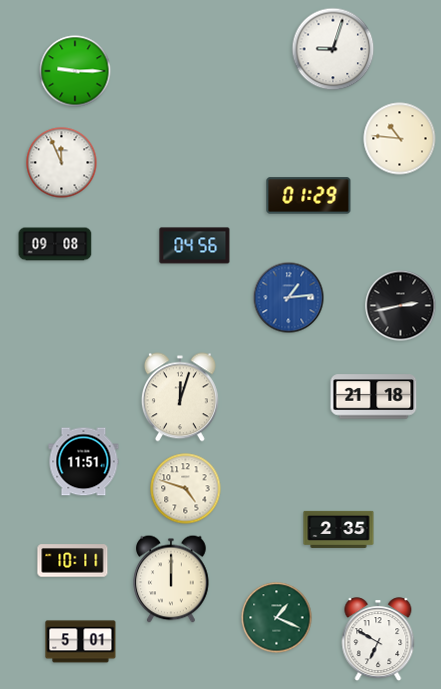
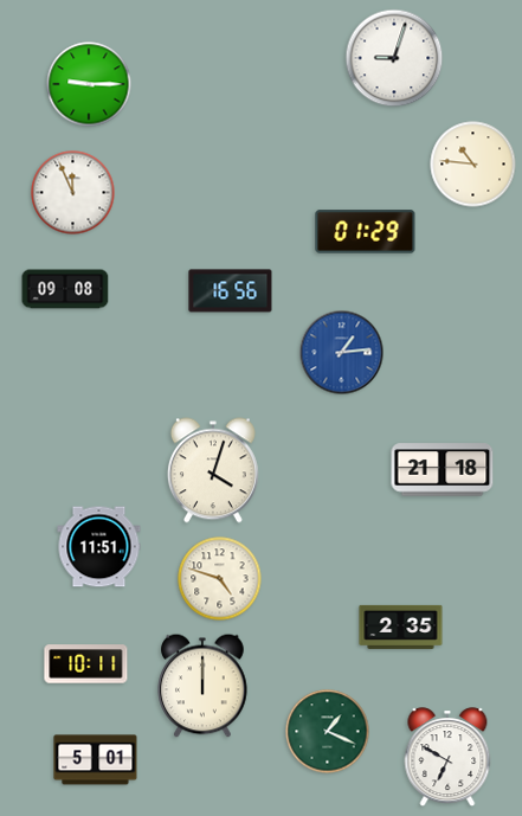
clock at (195, 246): 04:56 -> 16:56
clock at (401, 306): 2:43 -> none
clock at (180, 397): 12:03 -> 4:03
